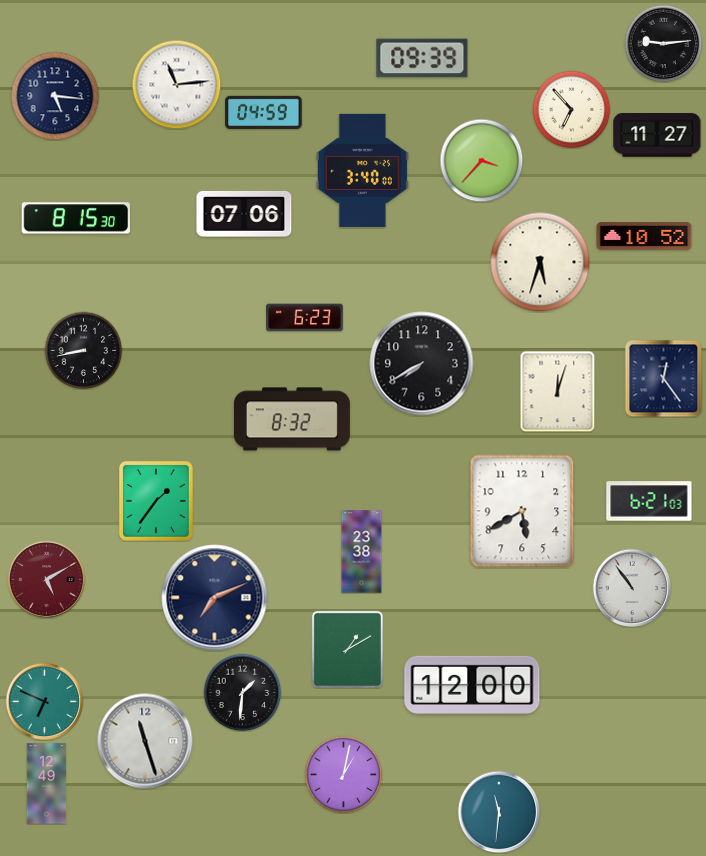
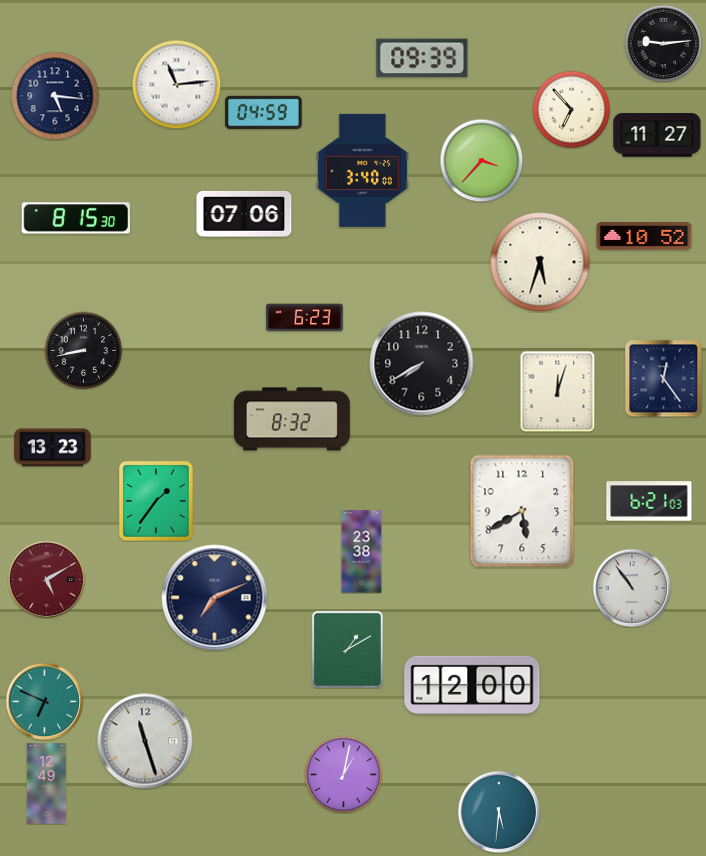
clock at (53, 448): none -> 13:23
clock at (242, 692): 1:31 -> none
clock at (499, 812): 11:31 -> 5:31
